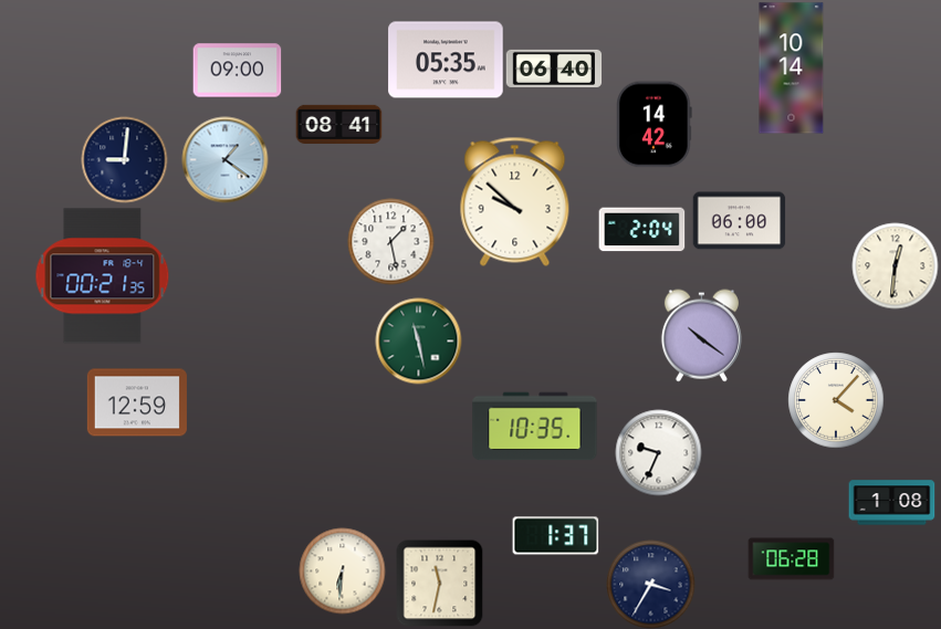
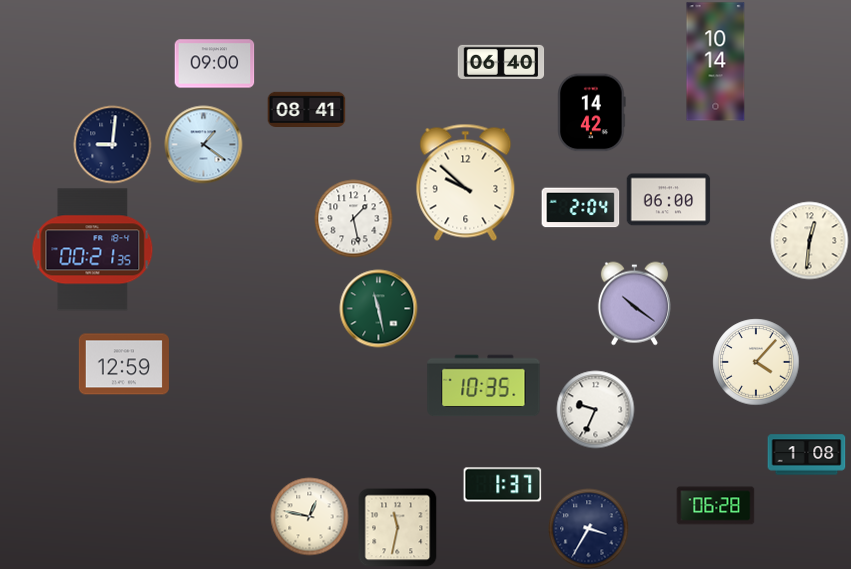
clock at (446, 60): 05:35 -> none
clock at (338, 124) position: (338, 124) -> (306, 109)
clock at (342, 570): 6:31 -> 12:47
